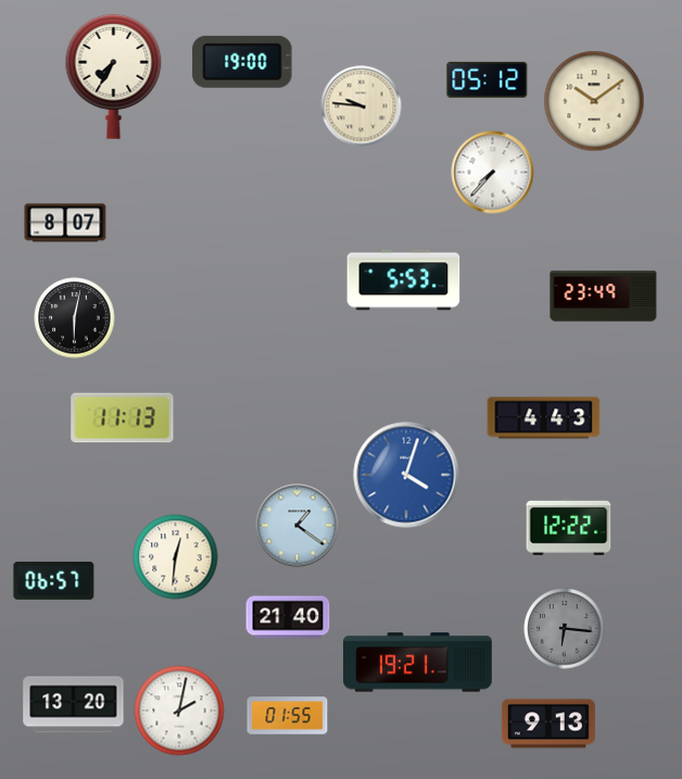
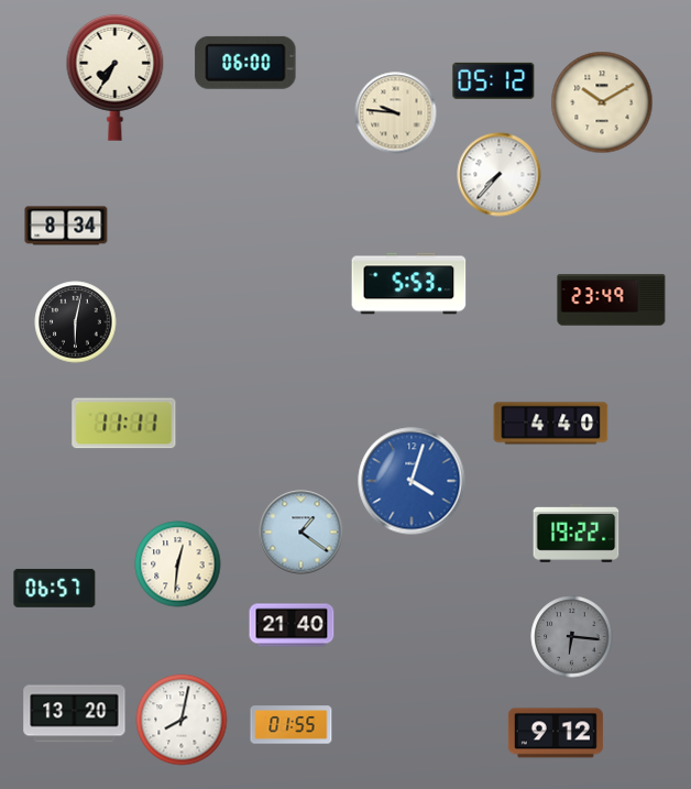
clock at (242, 62): 19:00 -> 06:00
clock at (594, 101): 10:09 -> 10:10
clock at (362, 106) position: (362, 106) -> (396, 113)
clock at (65, 223): 8:07 -> 8:34
clock at (123, 418): 11:13 -> 11:11
clock at (544, 418): 4:43 -> 4:40
clock at (569, 526): 12:22 -> 19:22
clock at (418, 663): 19:21 -> none
clock at (179, 711): 2:02 -> 8:02
clock at (548, 724): 9:13 -> 9:12
